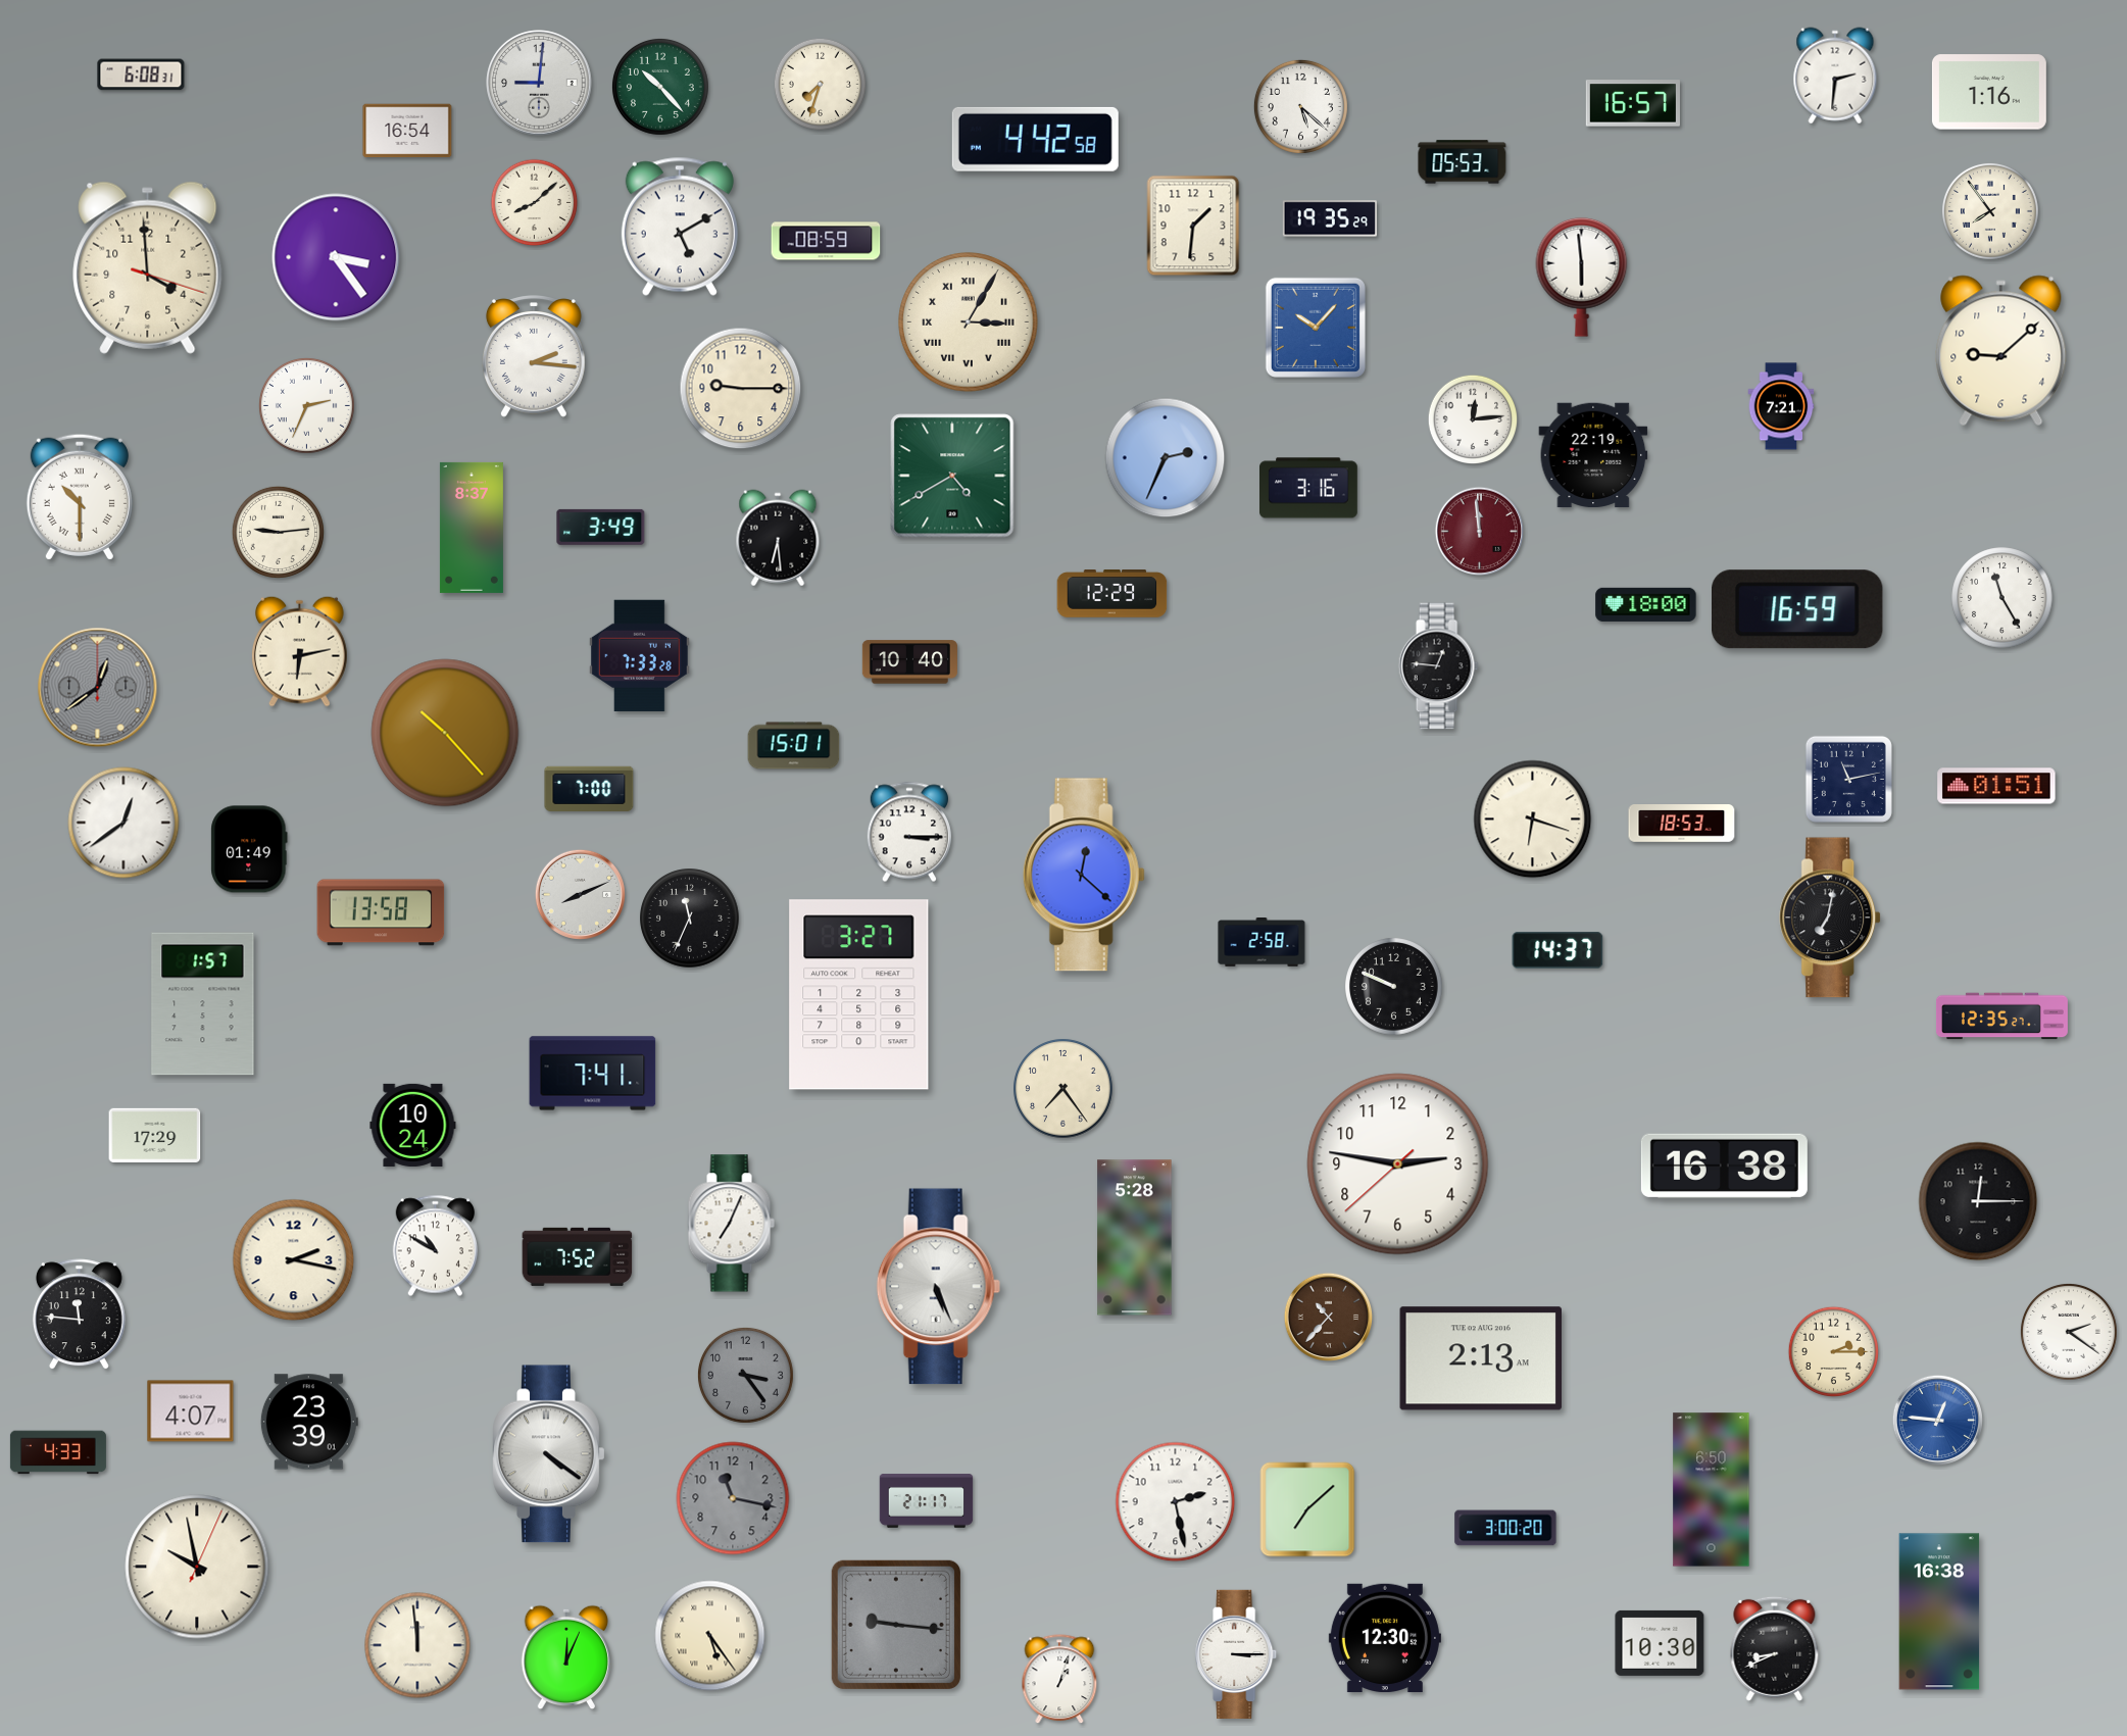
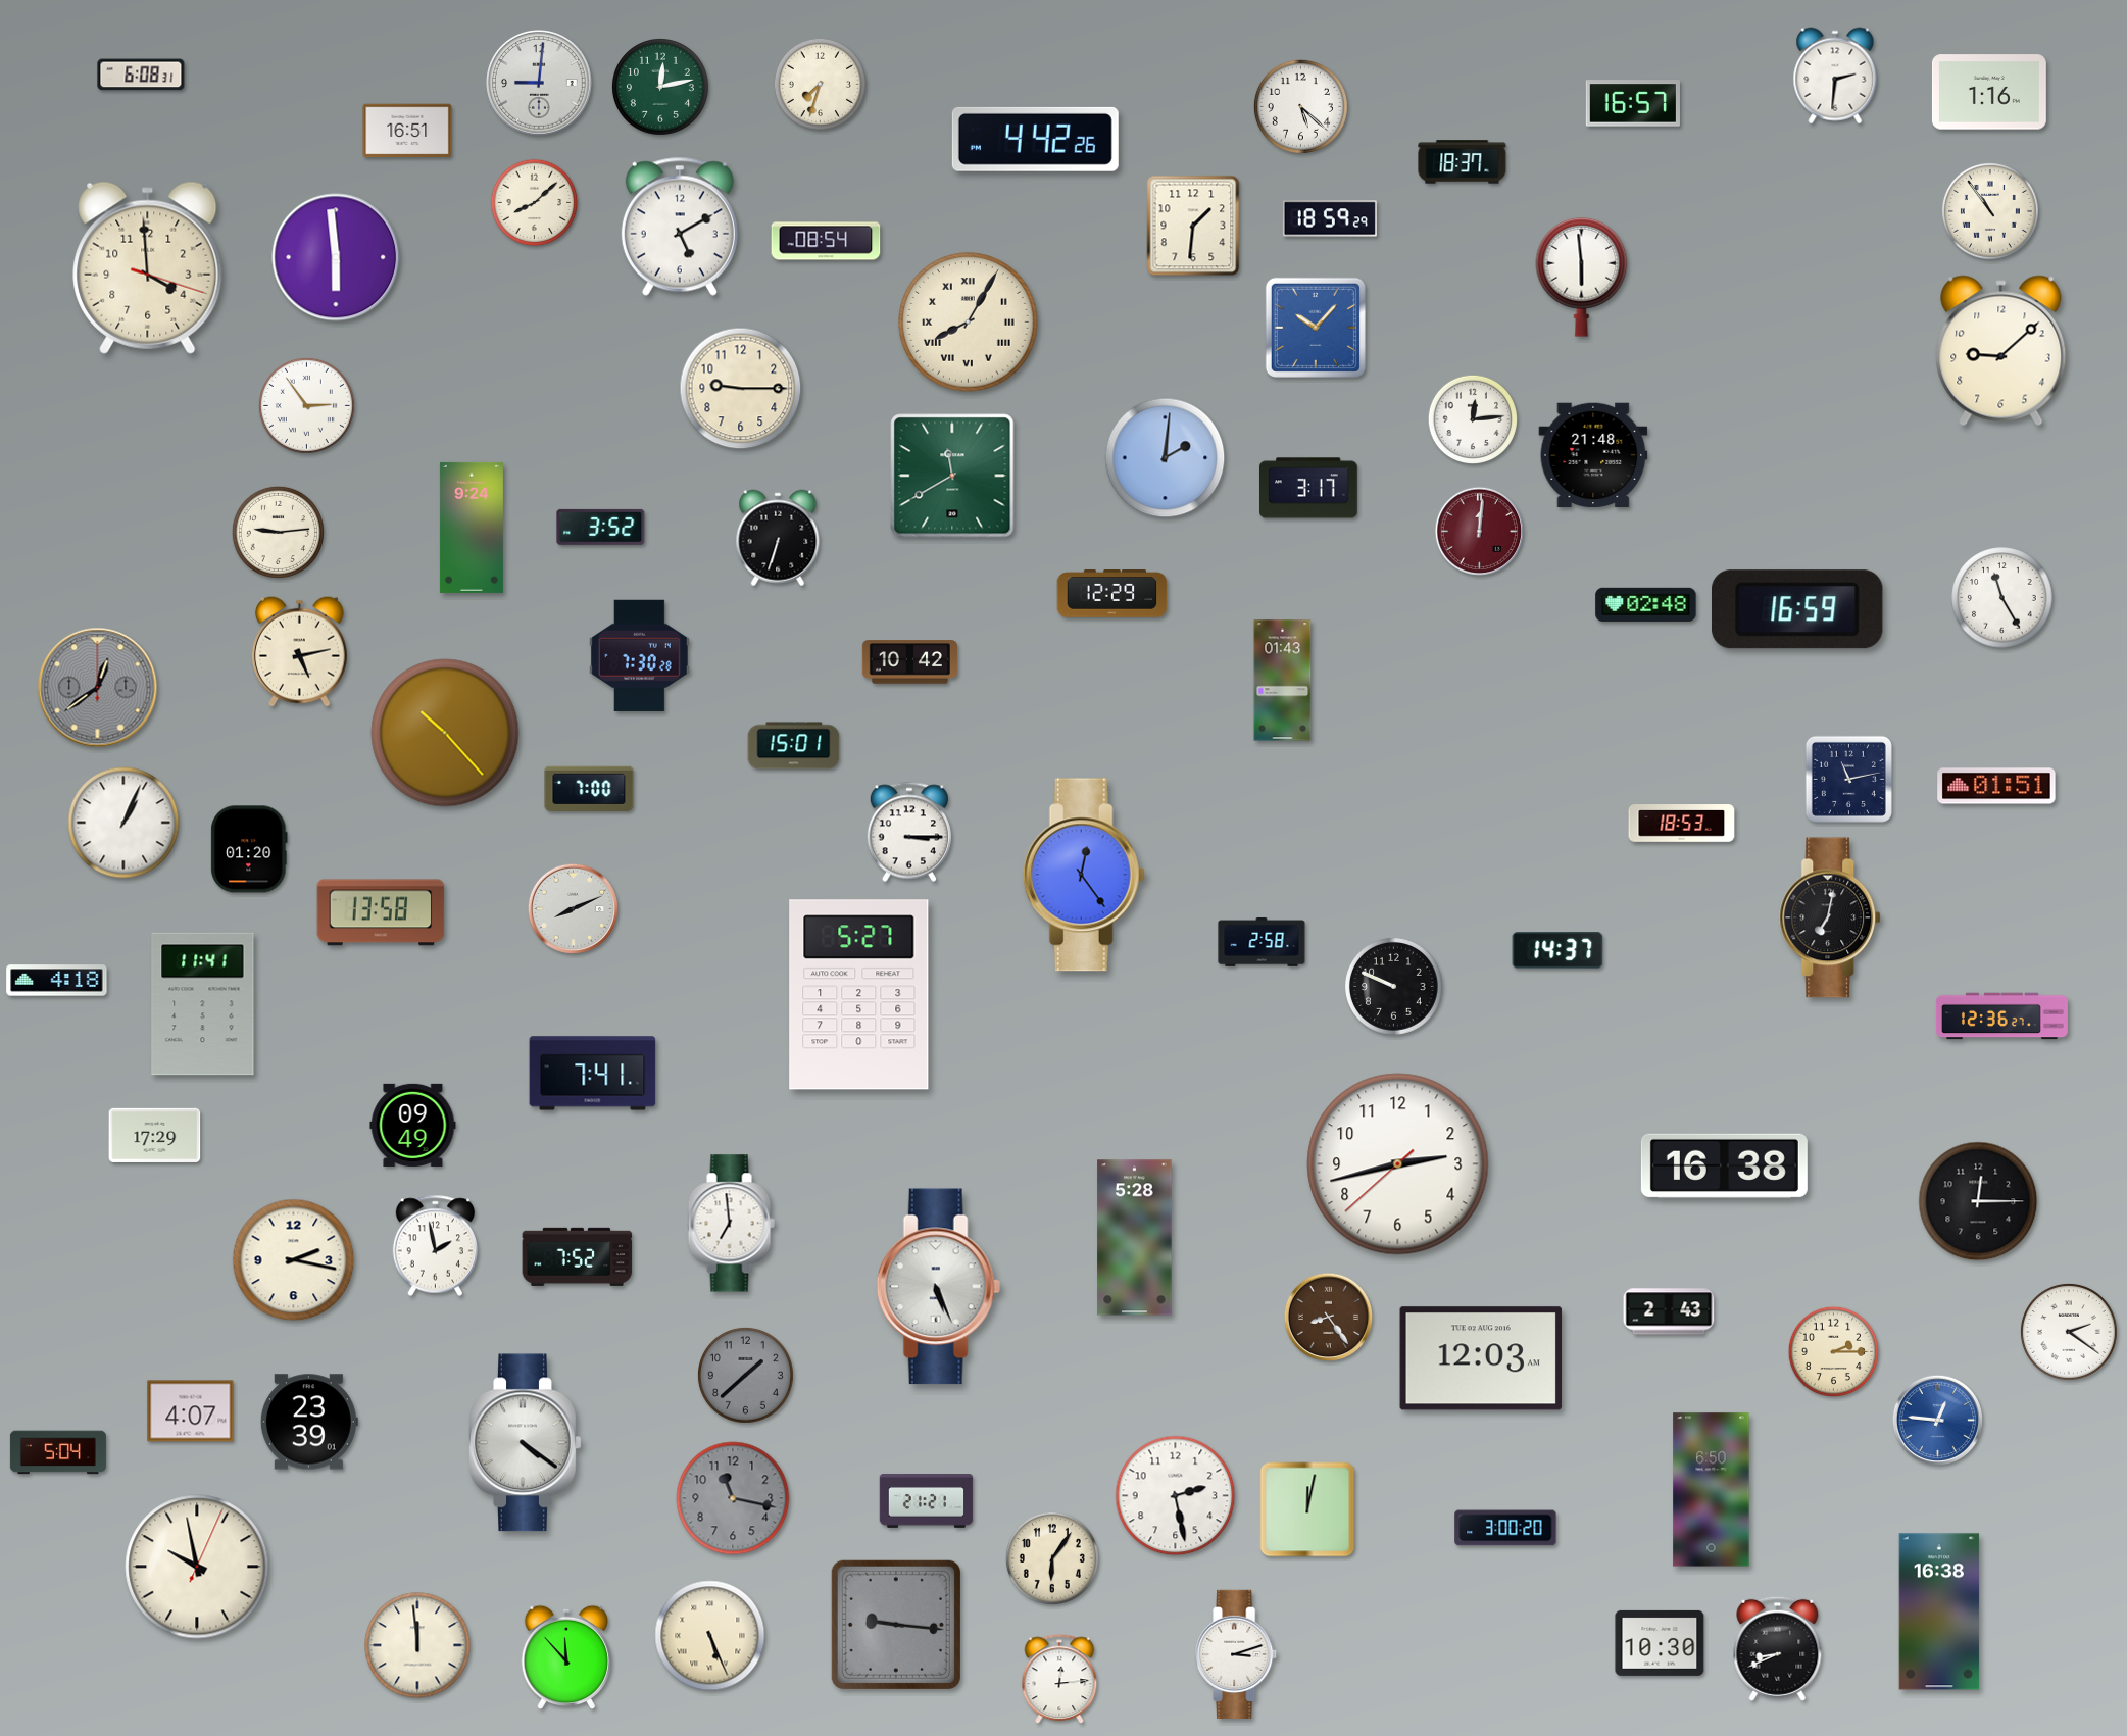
clock at (660, 87): 10:23 -> 12:13
clock at (407, 131): 16:54 -> 16:51
clock at (1035, 139): 4:42:58 -> 4:42:26
clock at (1463, 162): 05:53 -> 18:37
clock at (1990, 211): 7:54 -> 10:54
clock at (1329, 218): 19:35 -> 18:59
clock at (826, 241): 08:59 -> 08:54
clock at (336, 257): 3:24 -> 5:59
clock at (969, 323): 3:05 -> 8:05
clock at (534, 356): 2:16 -> none
clock at (306, 405): 2:34 -> 2:54
clock at (1781, 406): 7:21 -> none
clock at (1593, 455): 22:19 -> 21:48
clock at (1166, 458): 2:34 -> 2:01
clock at (952, 476): 4:40 -> 11:40
clock at (1309, 488): 3:16 -> 3:17
clock at (80, 497): 10:30 -> none
clock at (601, 527): 3:49 -> 3:52
clock at (472, 528): 8:37 -> 9:24
clock at (1479, 531): 11:59 -> 12:01
clock at (778, 538): 6:29 -> 6:33
clock at (1646, 604): 18:00 -> 02:48
clock at (299, 651): 6:13 -> 5:13
clock at (640, 655): 7:33 -> 7:30
clock at (909, 662): 10:40 -> 10:42
clock at (1438, 666): 12:46 -> none
clock at (1283, 681): none -> 01:43
clock at (1533, 820): 6:18 -> none
clock at (123, 823): 12:39 -> 1:04
clock at (249, 849): 01:49 -> 01:20
clock at (1084, 875): 12:22 -> 12:24
clock at (580, 894) position: (580, 894) -> (573, 908)
clock at (690, 919): 11:34 -> none
clock at (57, 981): none -> 4:18
clock at (859, 995): 3:27 -> 5:27
clock at (203, 1004): 1:57 -> 11:41
clock at (2001, 1016): 12:35 -> 12:36
clock at (1063, 1089): 7:24 -> none
clock at (413, 1125): 10:24 -> 09:49
clock at (1398, 1164): 2:46 -> 2:42
clock at (731, 1224): 7:04 -> 6:59
clock at (436, 1246): 10:50 -> 1:58
clock at (1669, 1311): none -> 2:43
clock at (79, 1315): 11:46 -> none
clock at (1328, 1317): 10:37 -> 8:24
clock at (1481, 1358): 2:13 -> 12:03
clock at (745, 1375): 3:24 -> 1:38
clock at (58, 1452): 4:33 -> 5:04
clock at (549, 1454) position: (549, 1454) -> (526, 1443)
clock at (927, 1501): 21:17 -> 21:21
clock at (1176, 1502) position: (1176, 1502) -> (1176, 1496)
clock at (1307, 1509): 7:08 -> 12:02
clock at (1052, 1558): none -> 6:06
clock at (710, 1636): 5:24 -> 5:26
clock at (1385, 1638): 12:30 -> none
clock at (1775, 1648) position: (1775, 1648) -> (1778, 1648)
clock at (1237, 1653): 3:15 -> 3:12
clock at (566, 1657): 12:04 -> 11:53
clock at (1059, 1680): 1:03 -> 12:14
